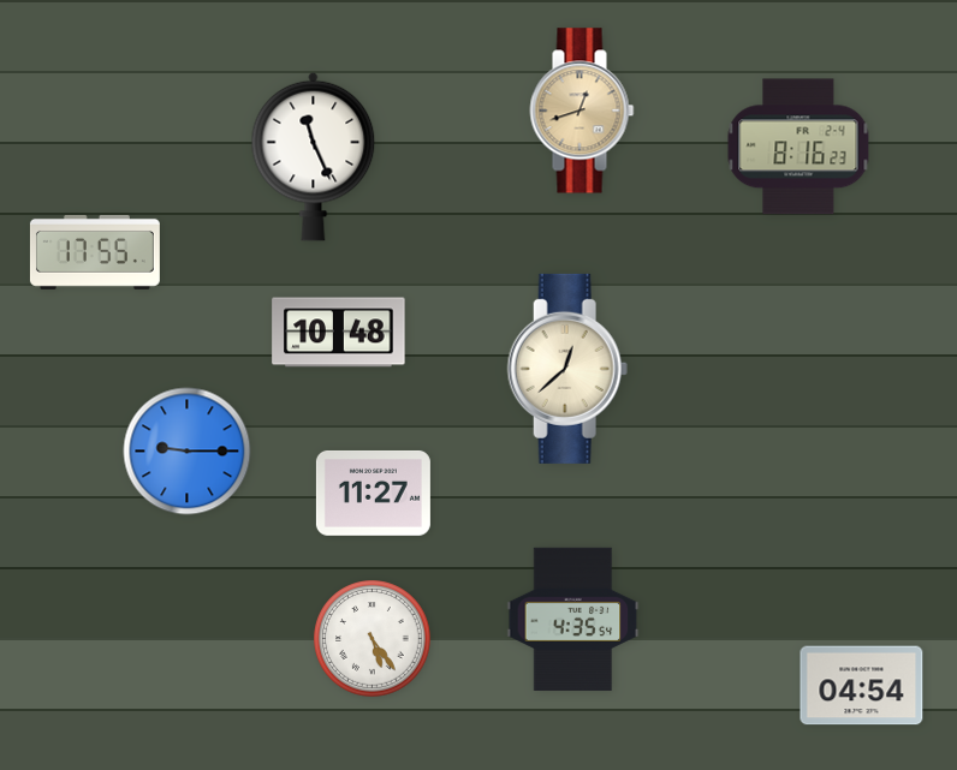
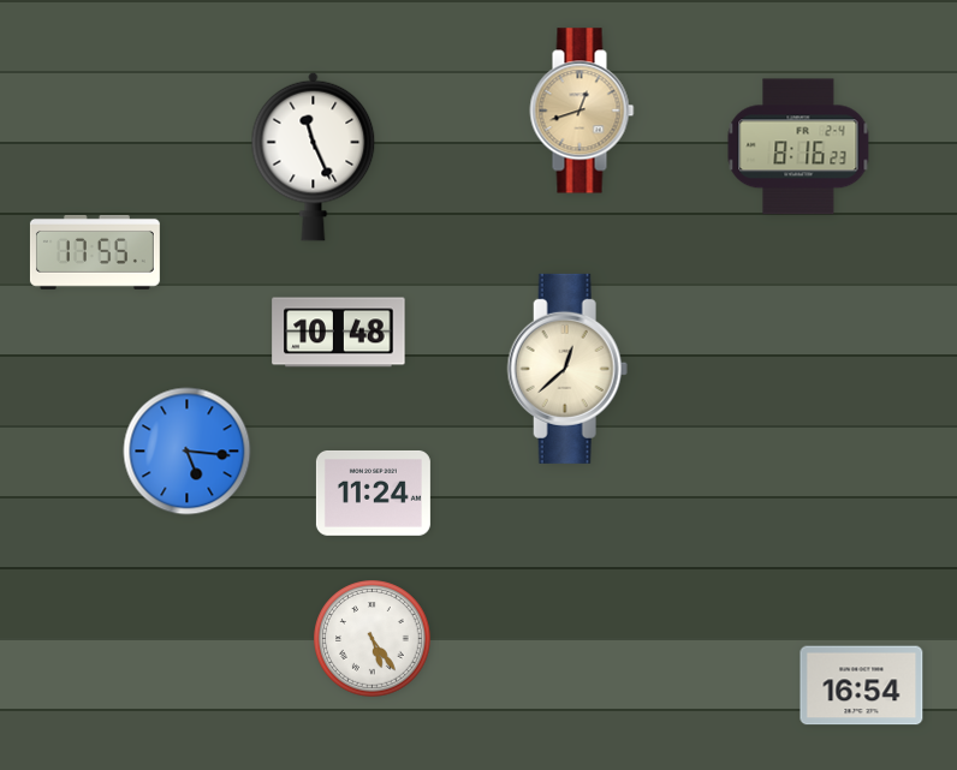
clock at (188, 452): 9:15 -> 5:16
clock at (373, 493): 11:27 -> 11:24
clock at (573, 619): 4:35 -> none
clock at (862, 686): 04:54 -> 16:54
